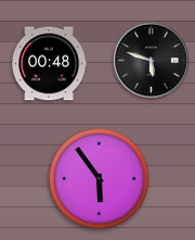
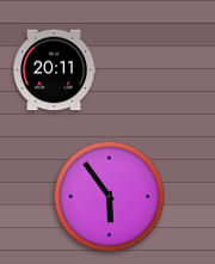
clock at (151, 60): 5:48 -> none
clock at (50, 64): 00:48 -> 20:11
